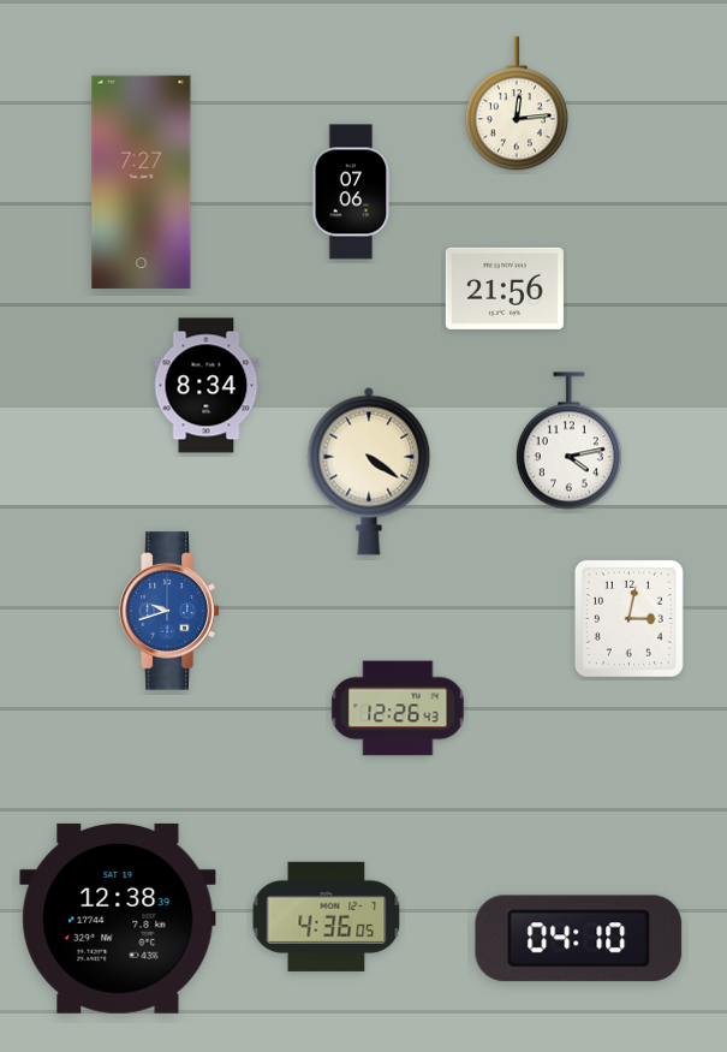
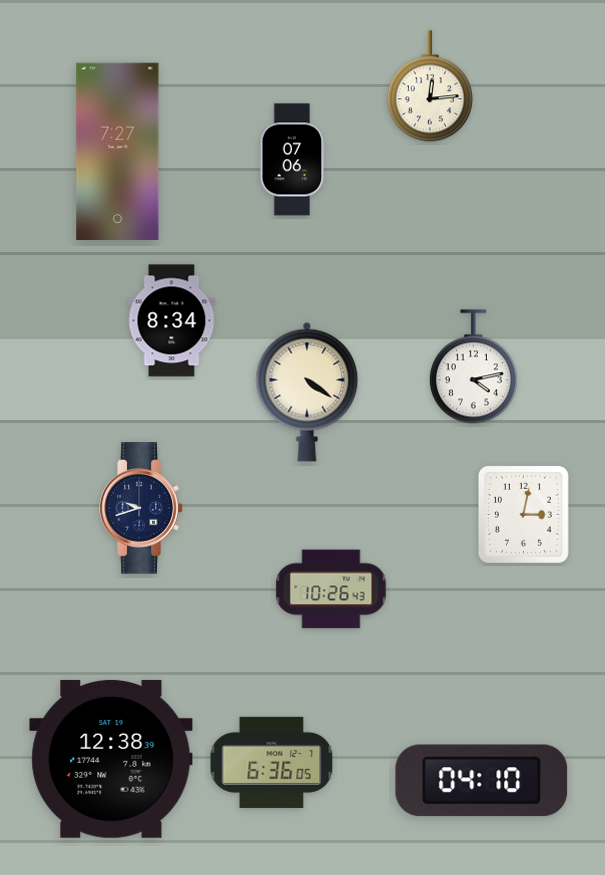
clock at (505, 289): 21:56 -> none
clock at (169, 611) dial: blue -> navy
clock at (398, 708): 12:26 -> 10:26
clock at (327, 916): 4:36 -> 6:36
clock at (118, 919) position: (118, 919) -> (111, 759)
